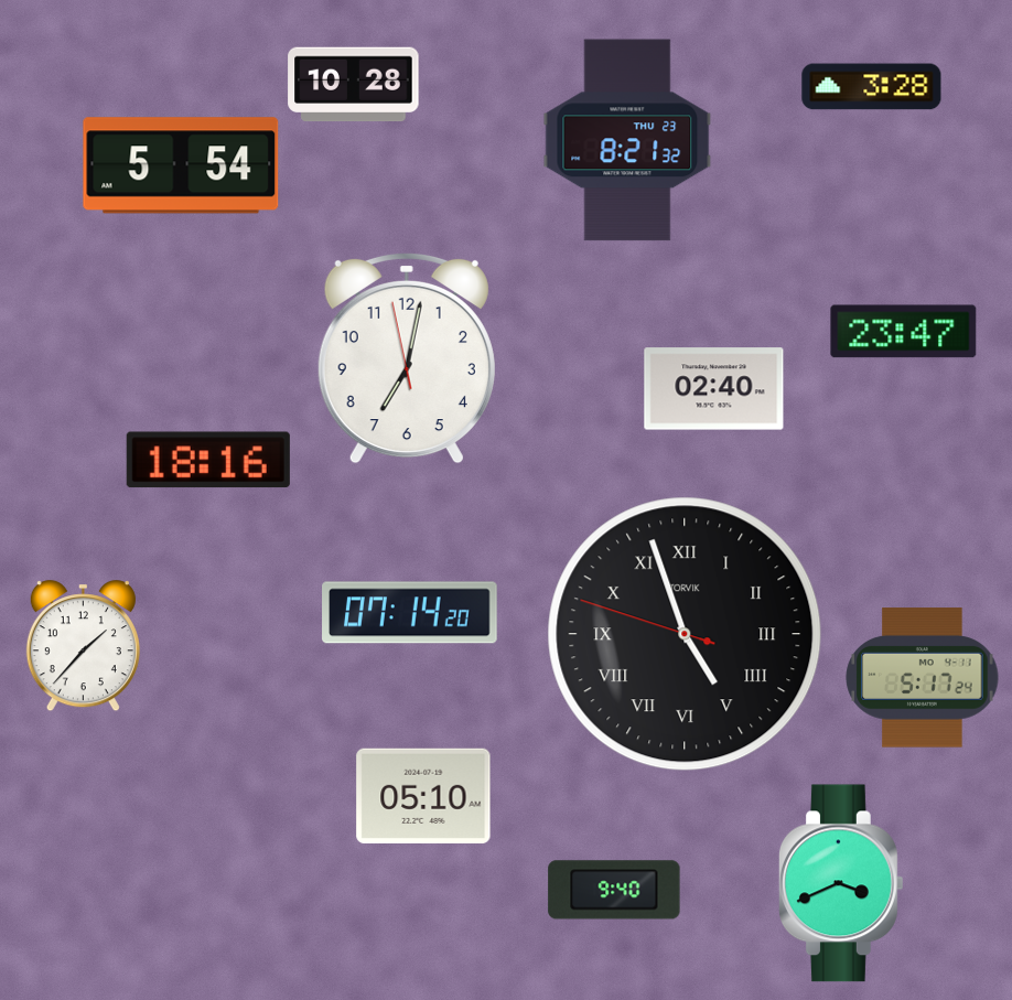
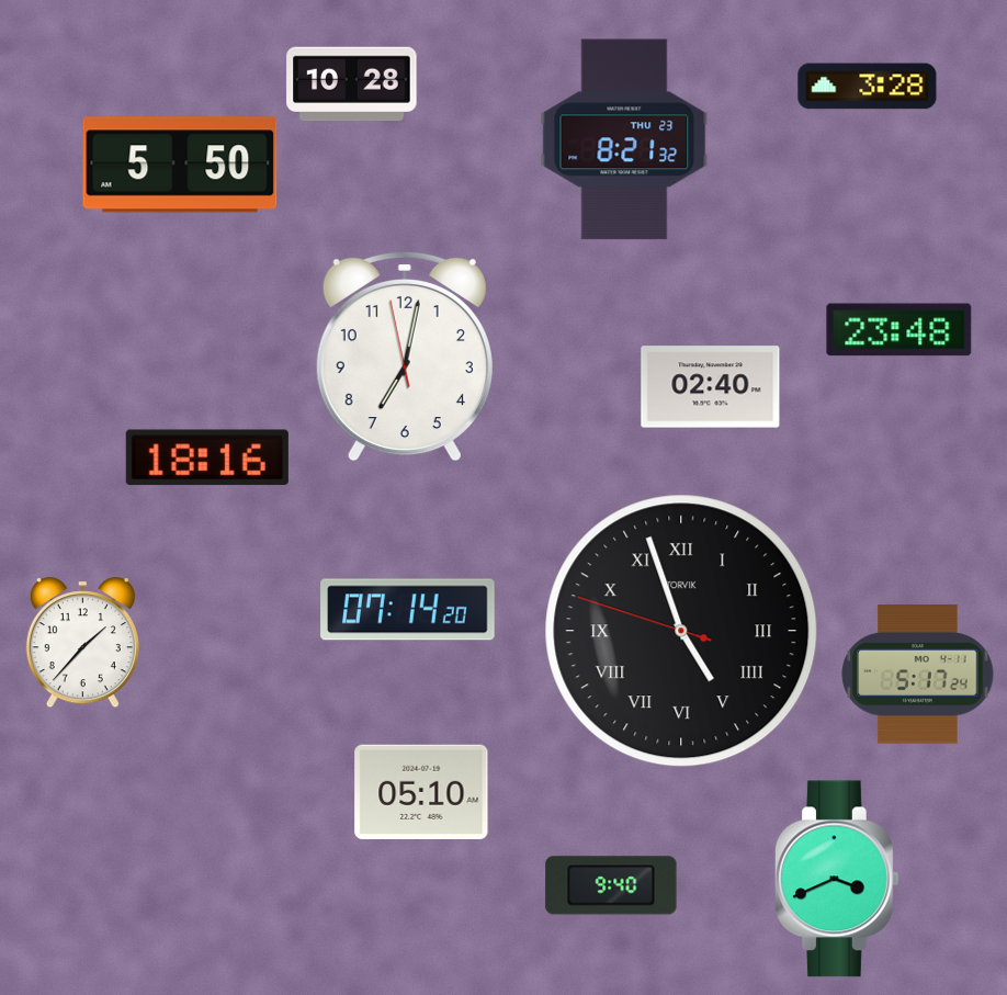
clock at (181, 165): 5:54 -> 5:50
clock at (904, 332): 23:47 -> 23:48
